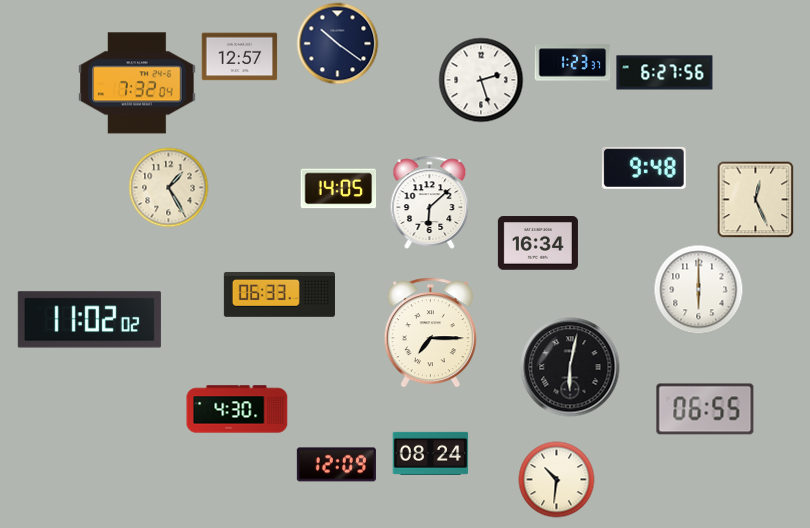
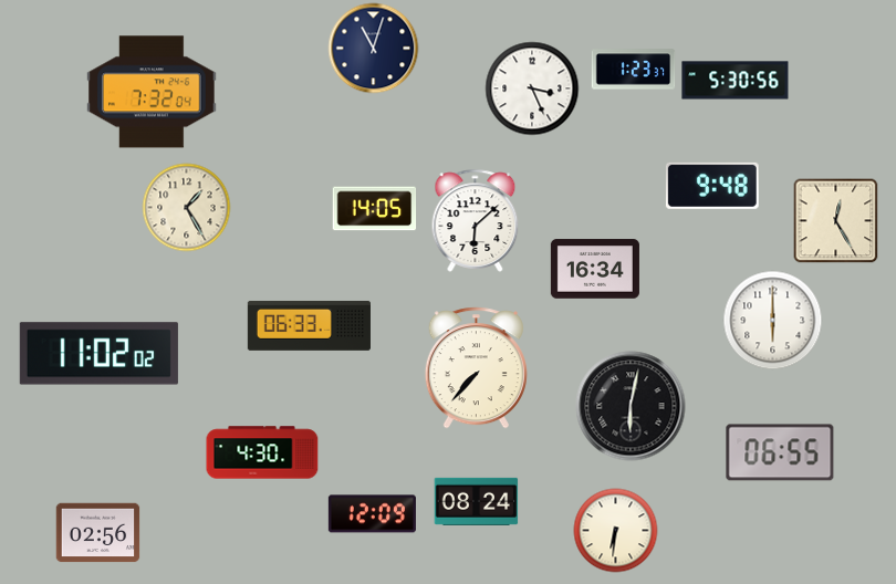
clock at (338, 44): 10:21 -> 11:03
clock at (240, 57): 12:57 -> none
clock at (665, 73): 6:27 -> 5:30
clock at (481, 80): 2:27 -> 3:26
clock at (756, 200): 12:26 -> 12:25
clock at (430, 202) position: (430, 202) -> (476, 220)
clock at (430, 333): 7:15 -> 7:37
clock at (557, 480): 10:31 -> 6:31
clock at (98, 533): none -> 02:56
